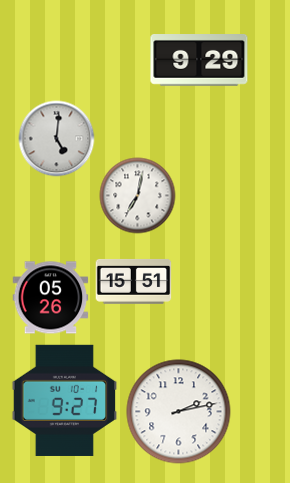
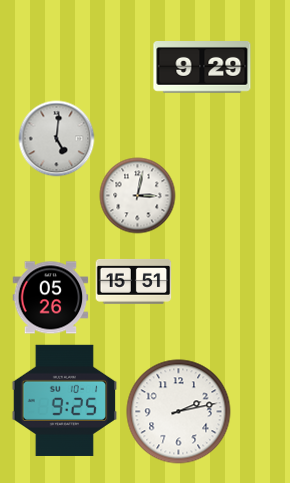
clock at (199, 61) position: (199, 61) -> (202, 68)
clock at (138, 196): 7:02 -> 3:02
clock at (65, 400): 9:27 -> 9:25
